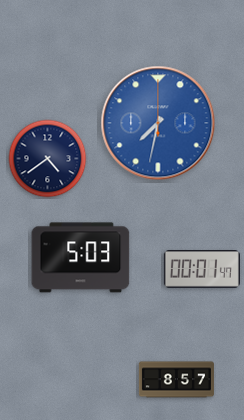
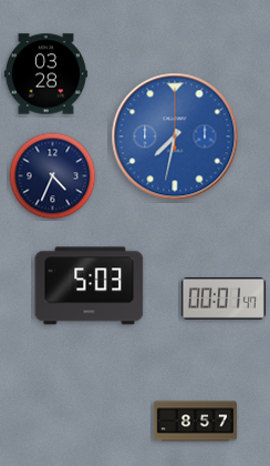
clock at (45, 74): none -> 03:28
clock at (48, 159): 4:39 -> 4:34
